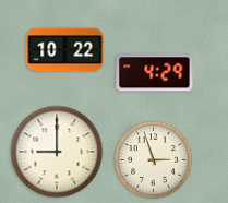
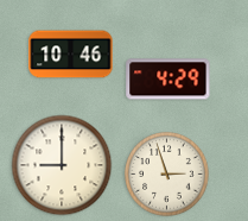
clock at (65, 50): 10:22 -> 10:46
